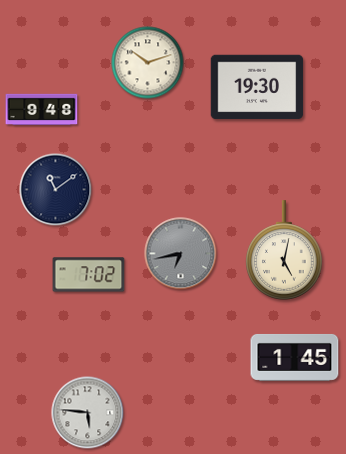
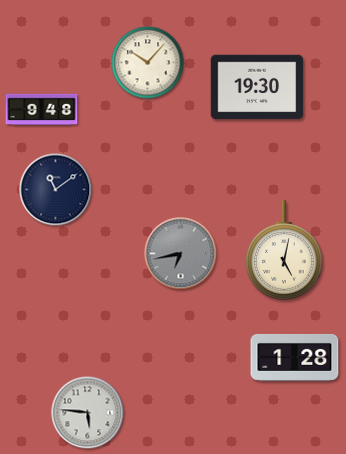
clock at (148, 63): 10:12 -> 10:07
clock at (89, 275): 7:02 -> none
clock at (295, 357): 1:45 -> 1:28
